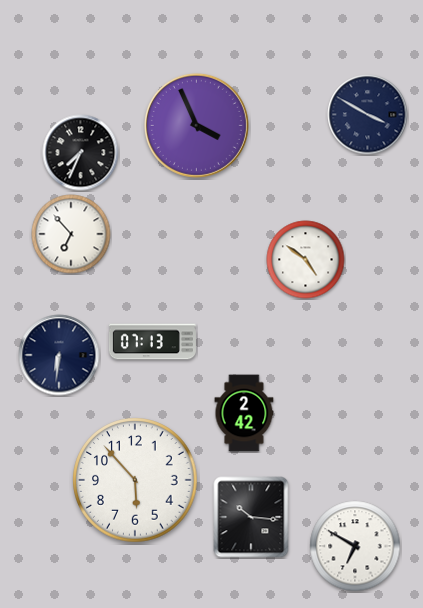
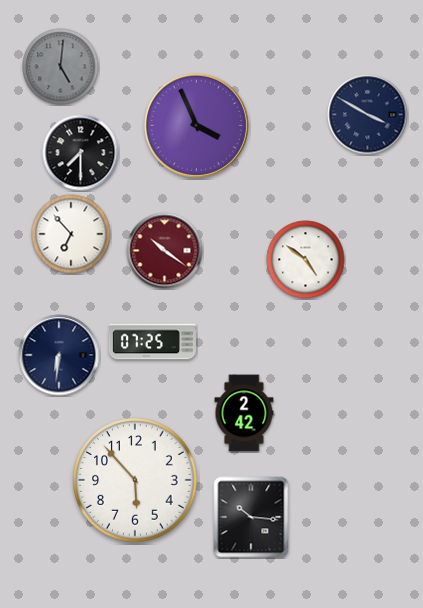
clock at (61, 67): none -> 5:01
clock at (81, 153): 7:34 -> 7:30
clock at (165, 251): none -> 10:21
clock at (152, 342): 07:13 -> 07:25
clock at (355, 546): 6:50 -> none
